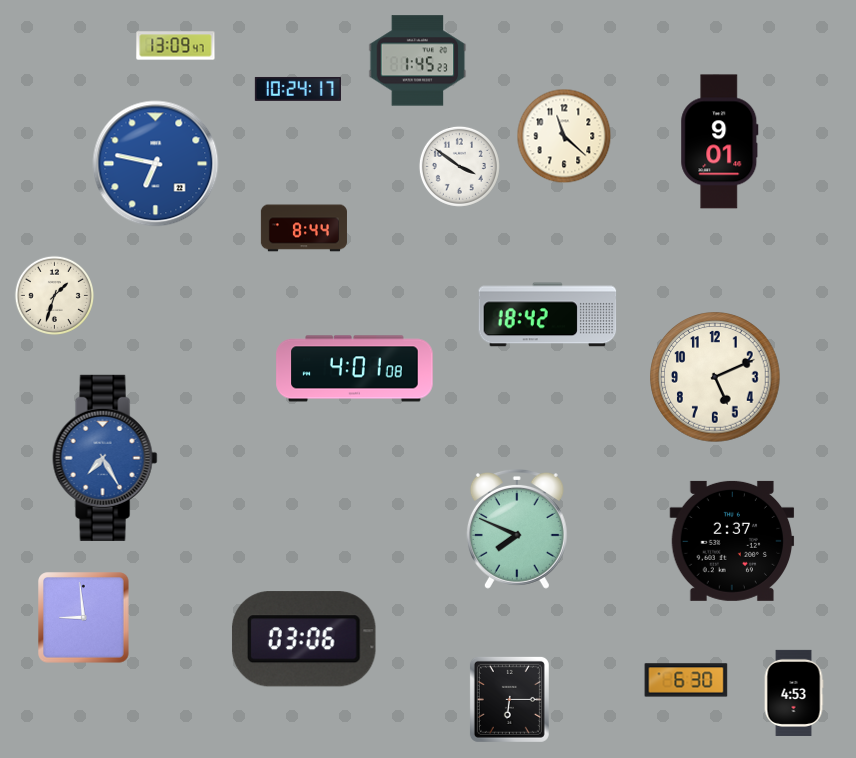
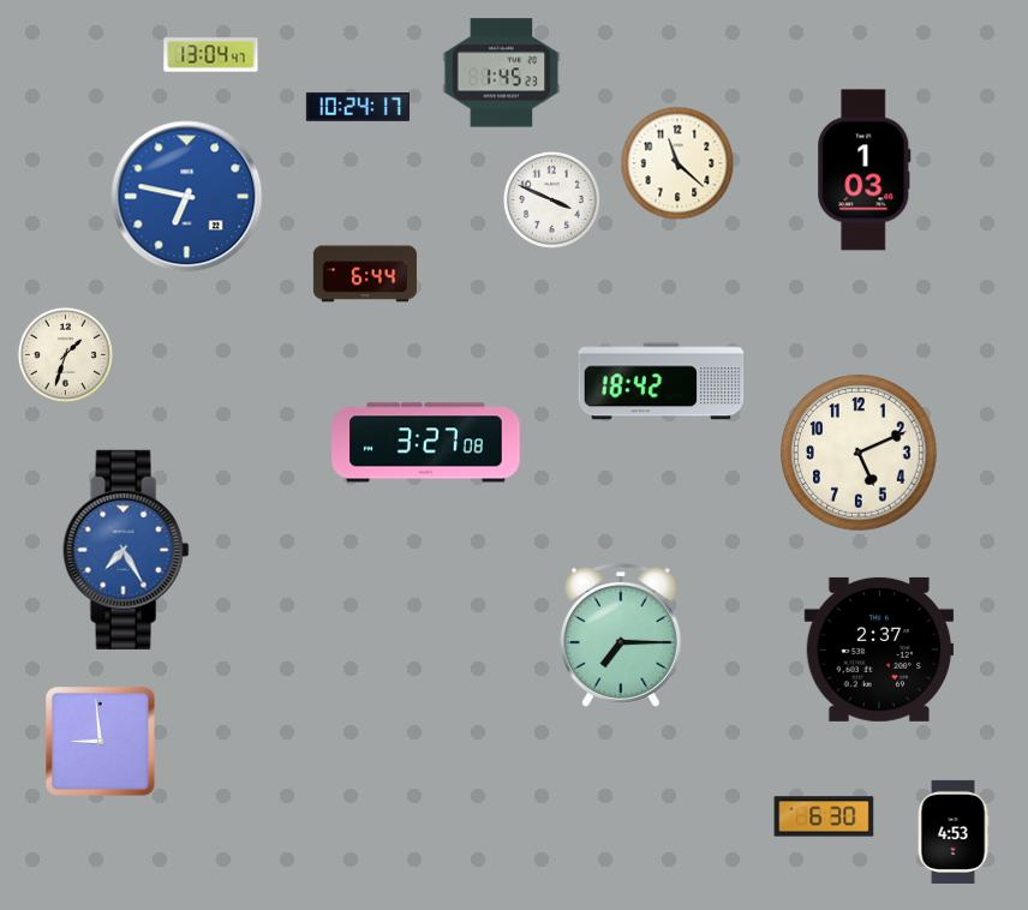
clock at (176, 46): 13:09 -> 13:04
clock at (720, 142): 9:01 -> 1:03
clock at (459, 166): 3:51 -> 3:49
clock at (304, 228): 8:44 -> 6:44
clock at (548, 315) position: (548, 315) -> (662, 382)
clock at (355, 369): 4:01 -> 3:27
clock at (517, 529): 7:49 -> 7:15
clock at (304, 639): 03:06 -> none
clock at (509, 699): 6:15 -> none
